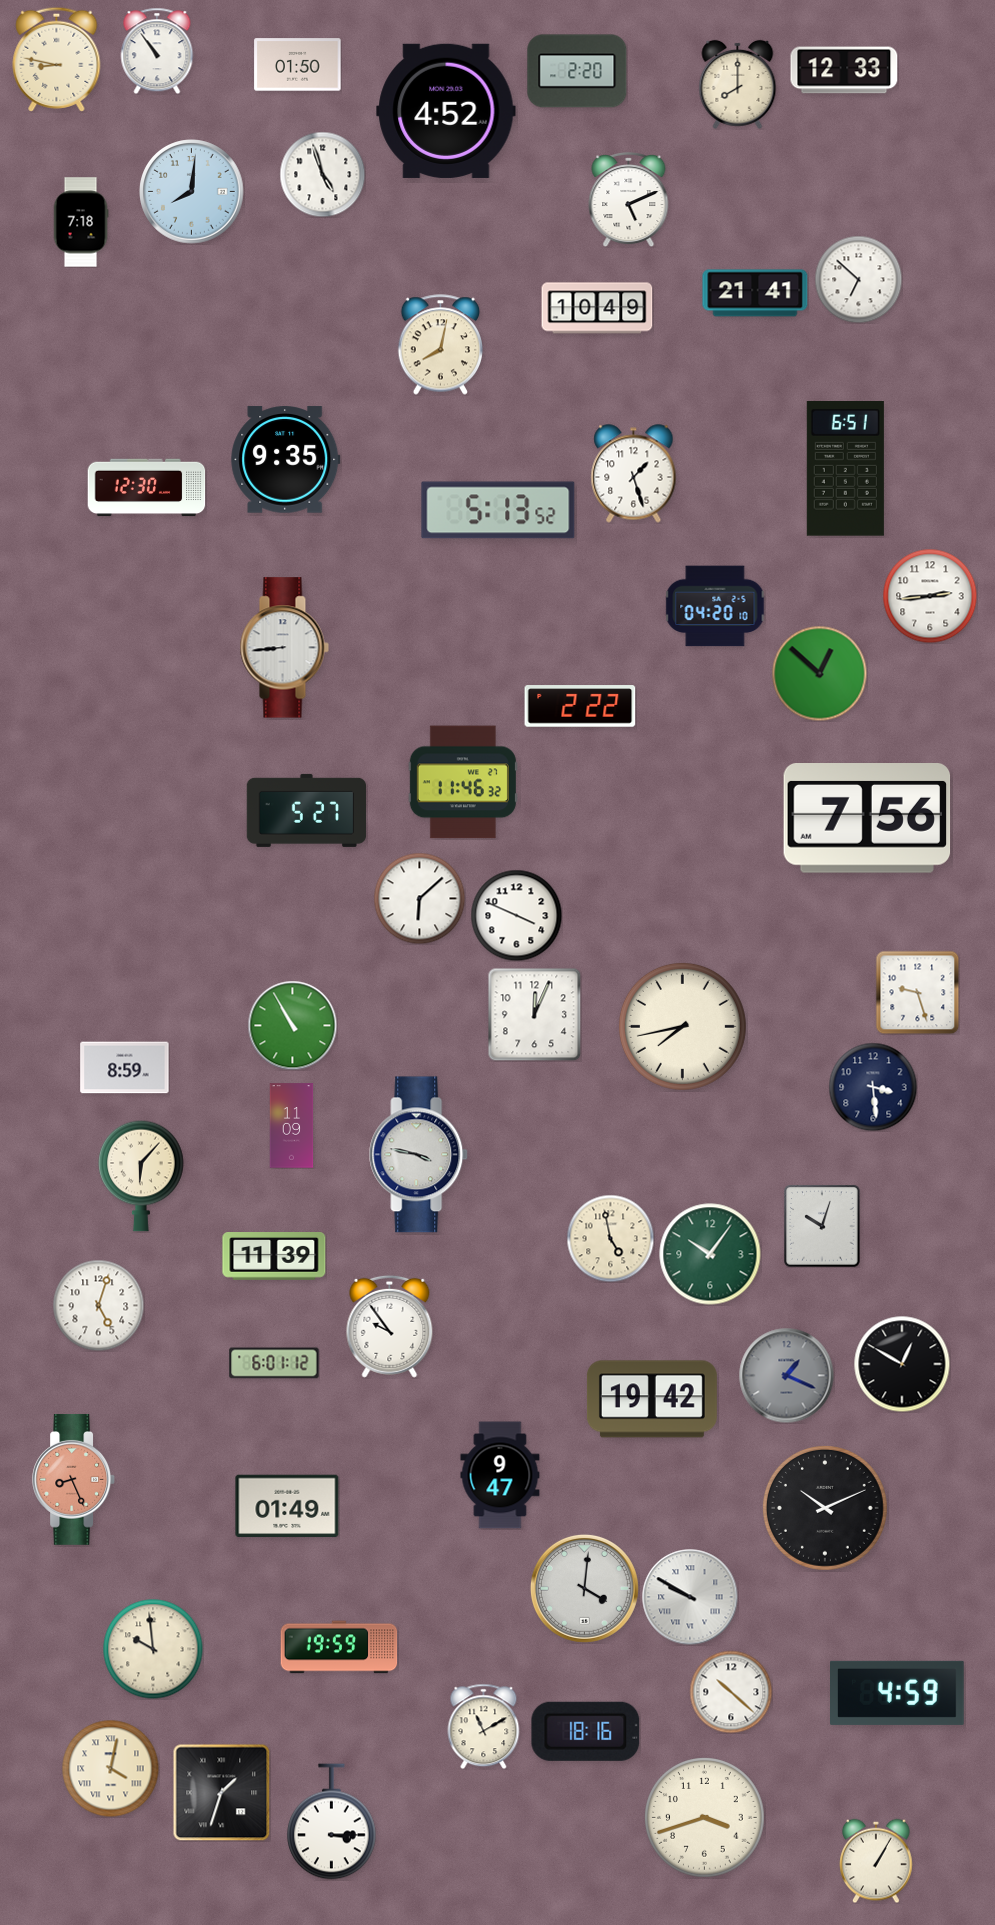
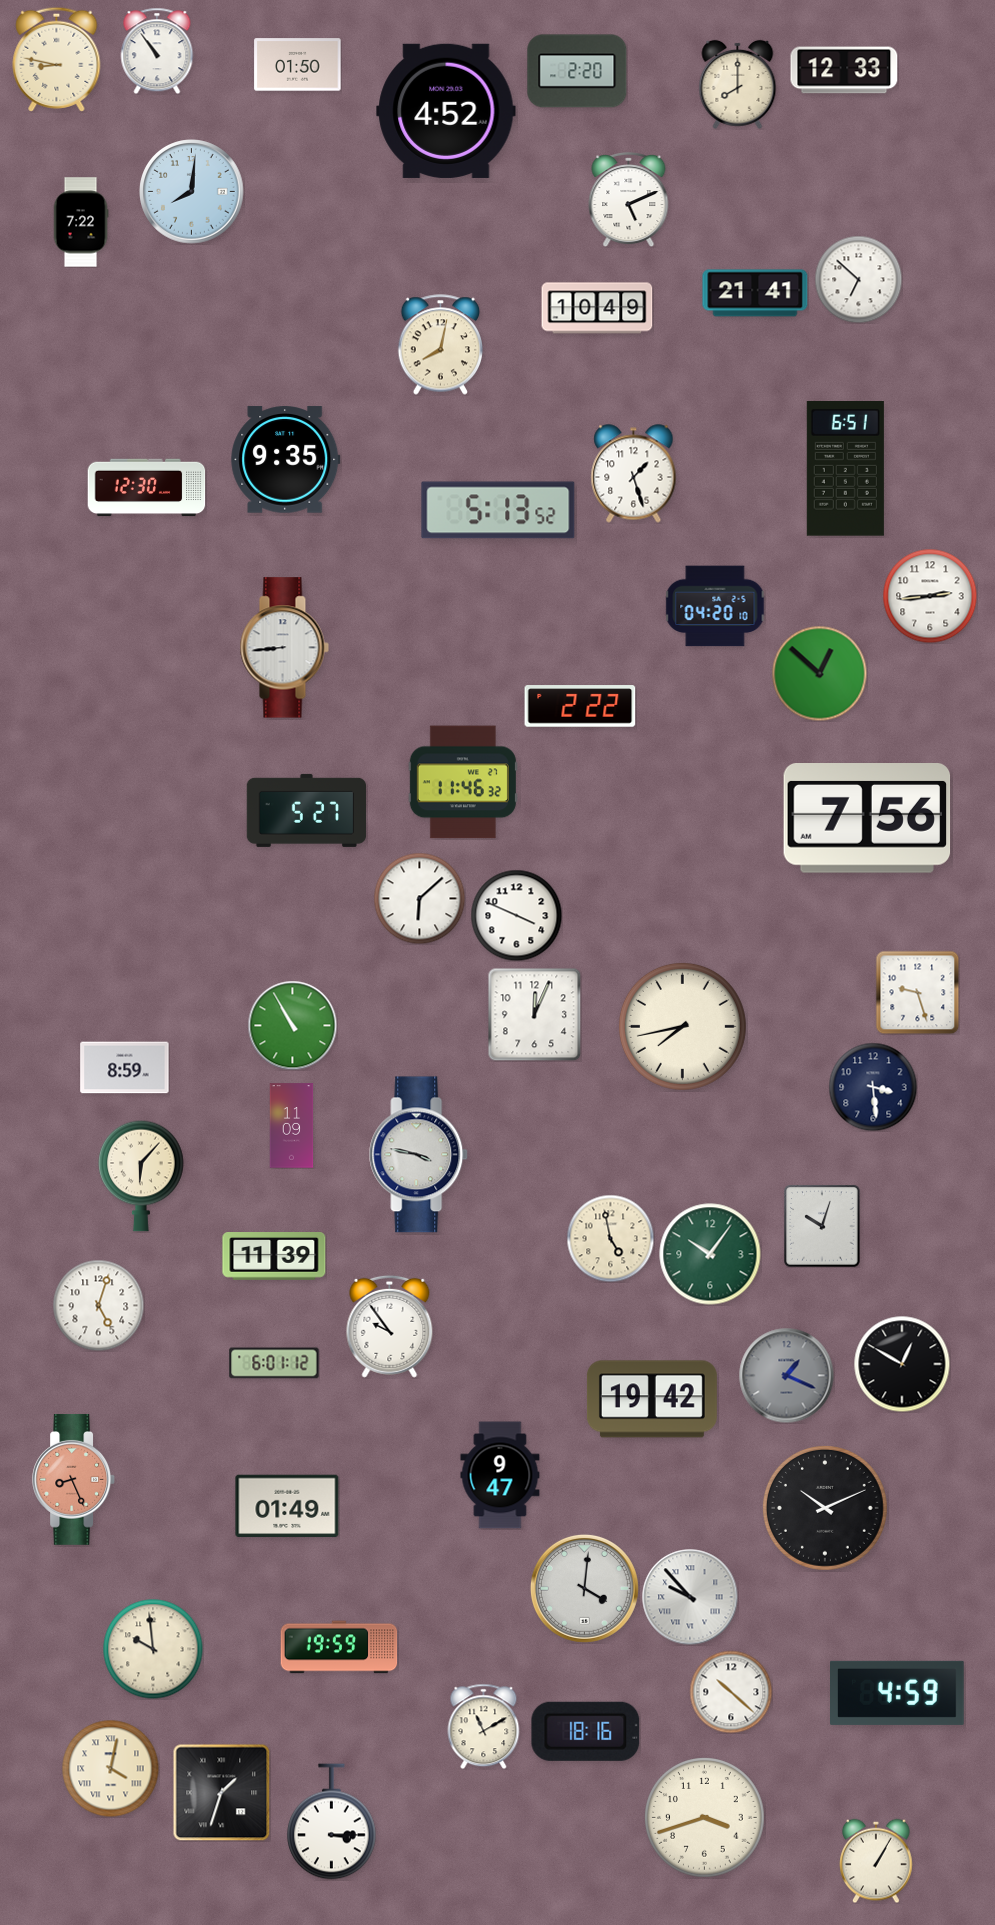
clock at (322, 174): 4:57 -> none
clock at (81, 222): 7:18 -> 7:22
clock at (690, 1597): 9:50 -> 9:53
